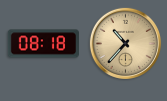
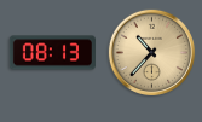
clock at (43, 44): 08:18 -> 08:13
